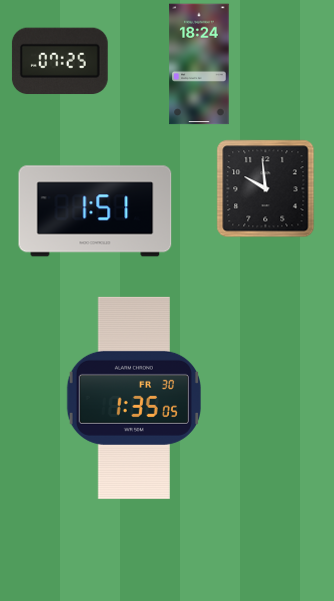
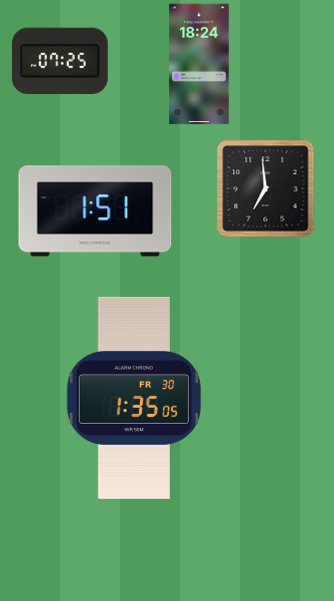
clock at (266, 189): 9:59 -> 6:59
